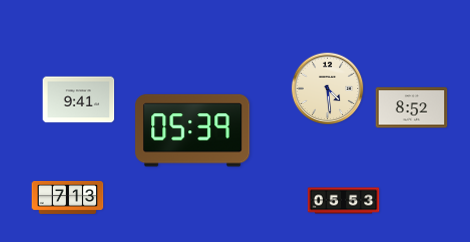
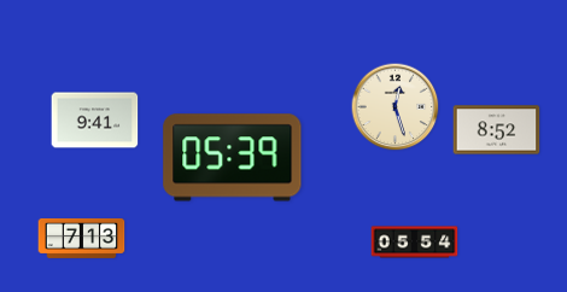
clock at (328, 89): 4:29 -> 12:27
clock at (344, 201): 05:53 -> 05:54
